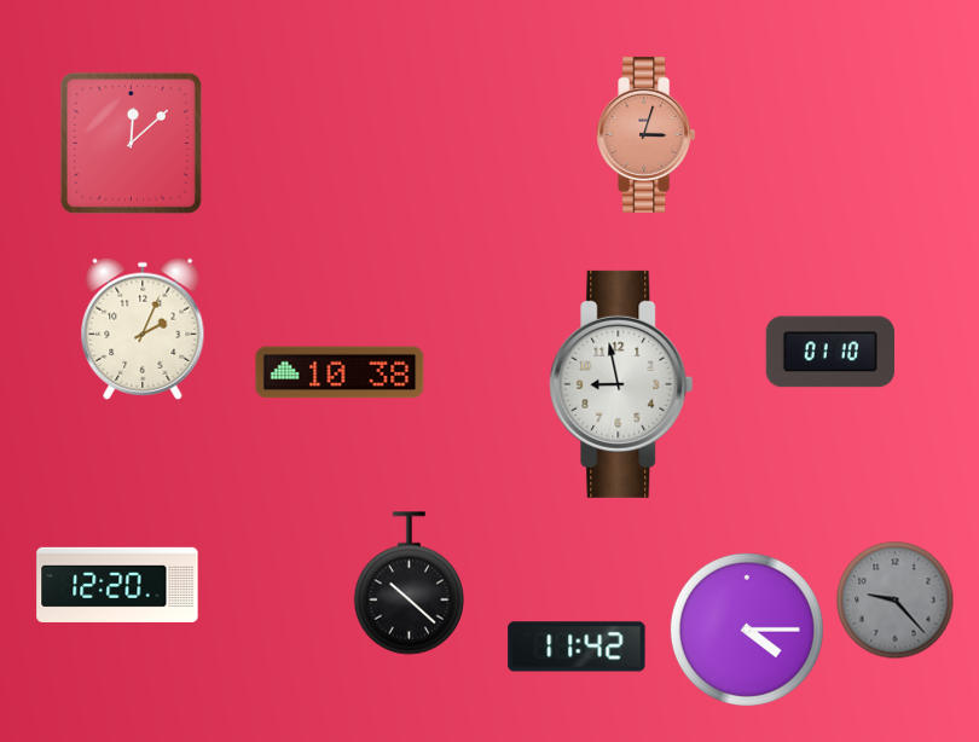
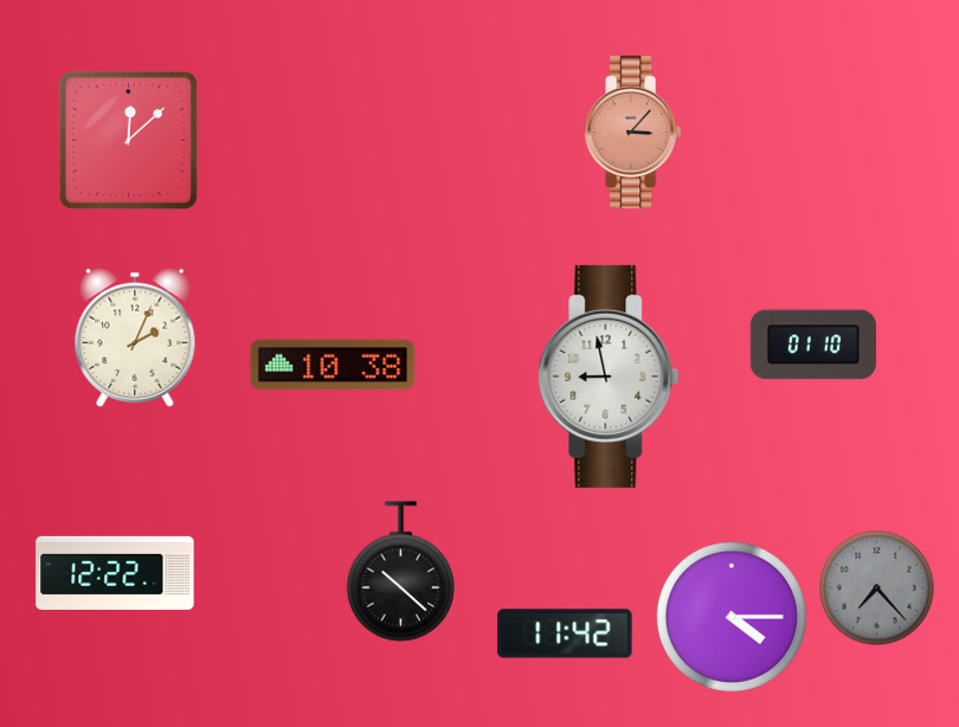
clock at (647, 134): 3:03 -> 3:07
clock at (143, 329) position: (143, 329) -> (135, 337)
clock at (117, 585): 12:20 -> 12:22
clock at (896, 601): 9:23 -> 7:23
